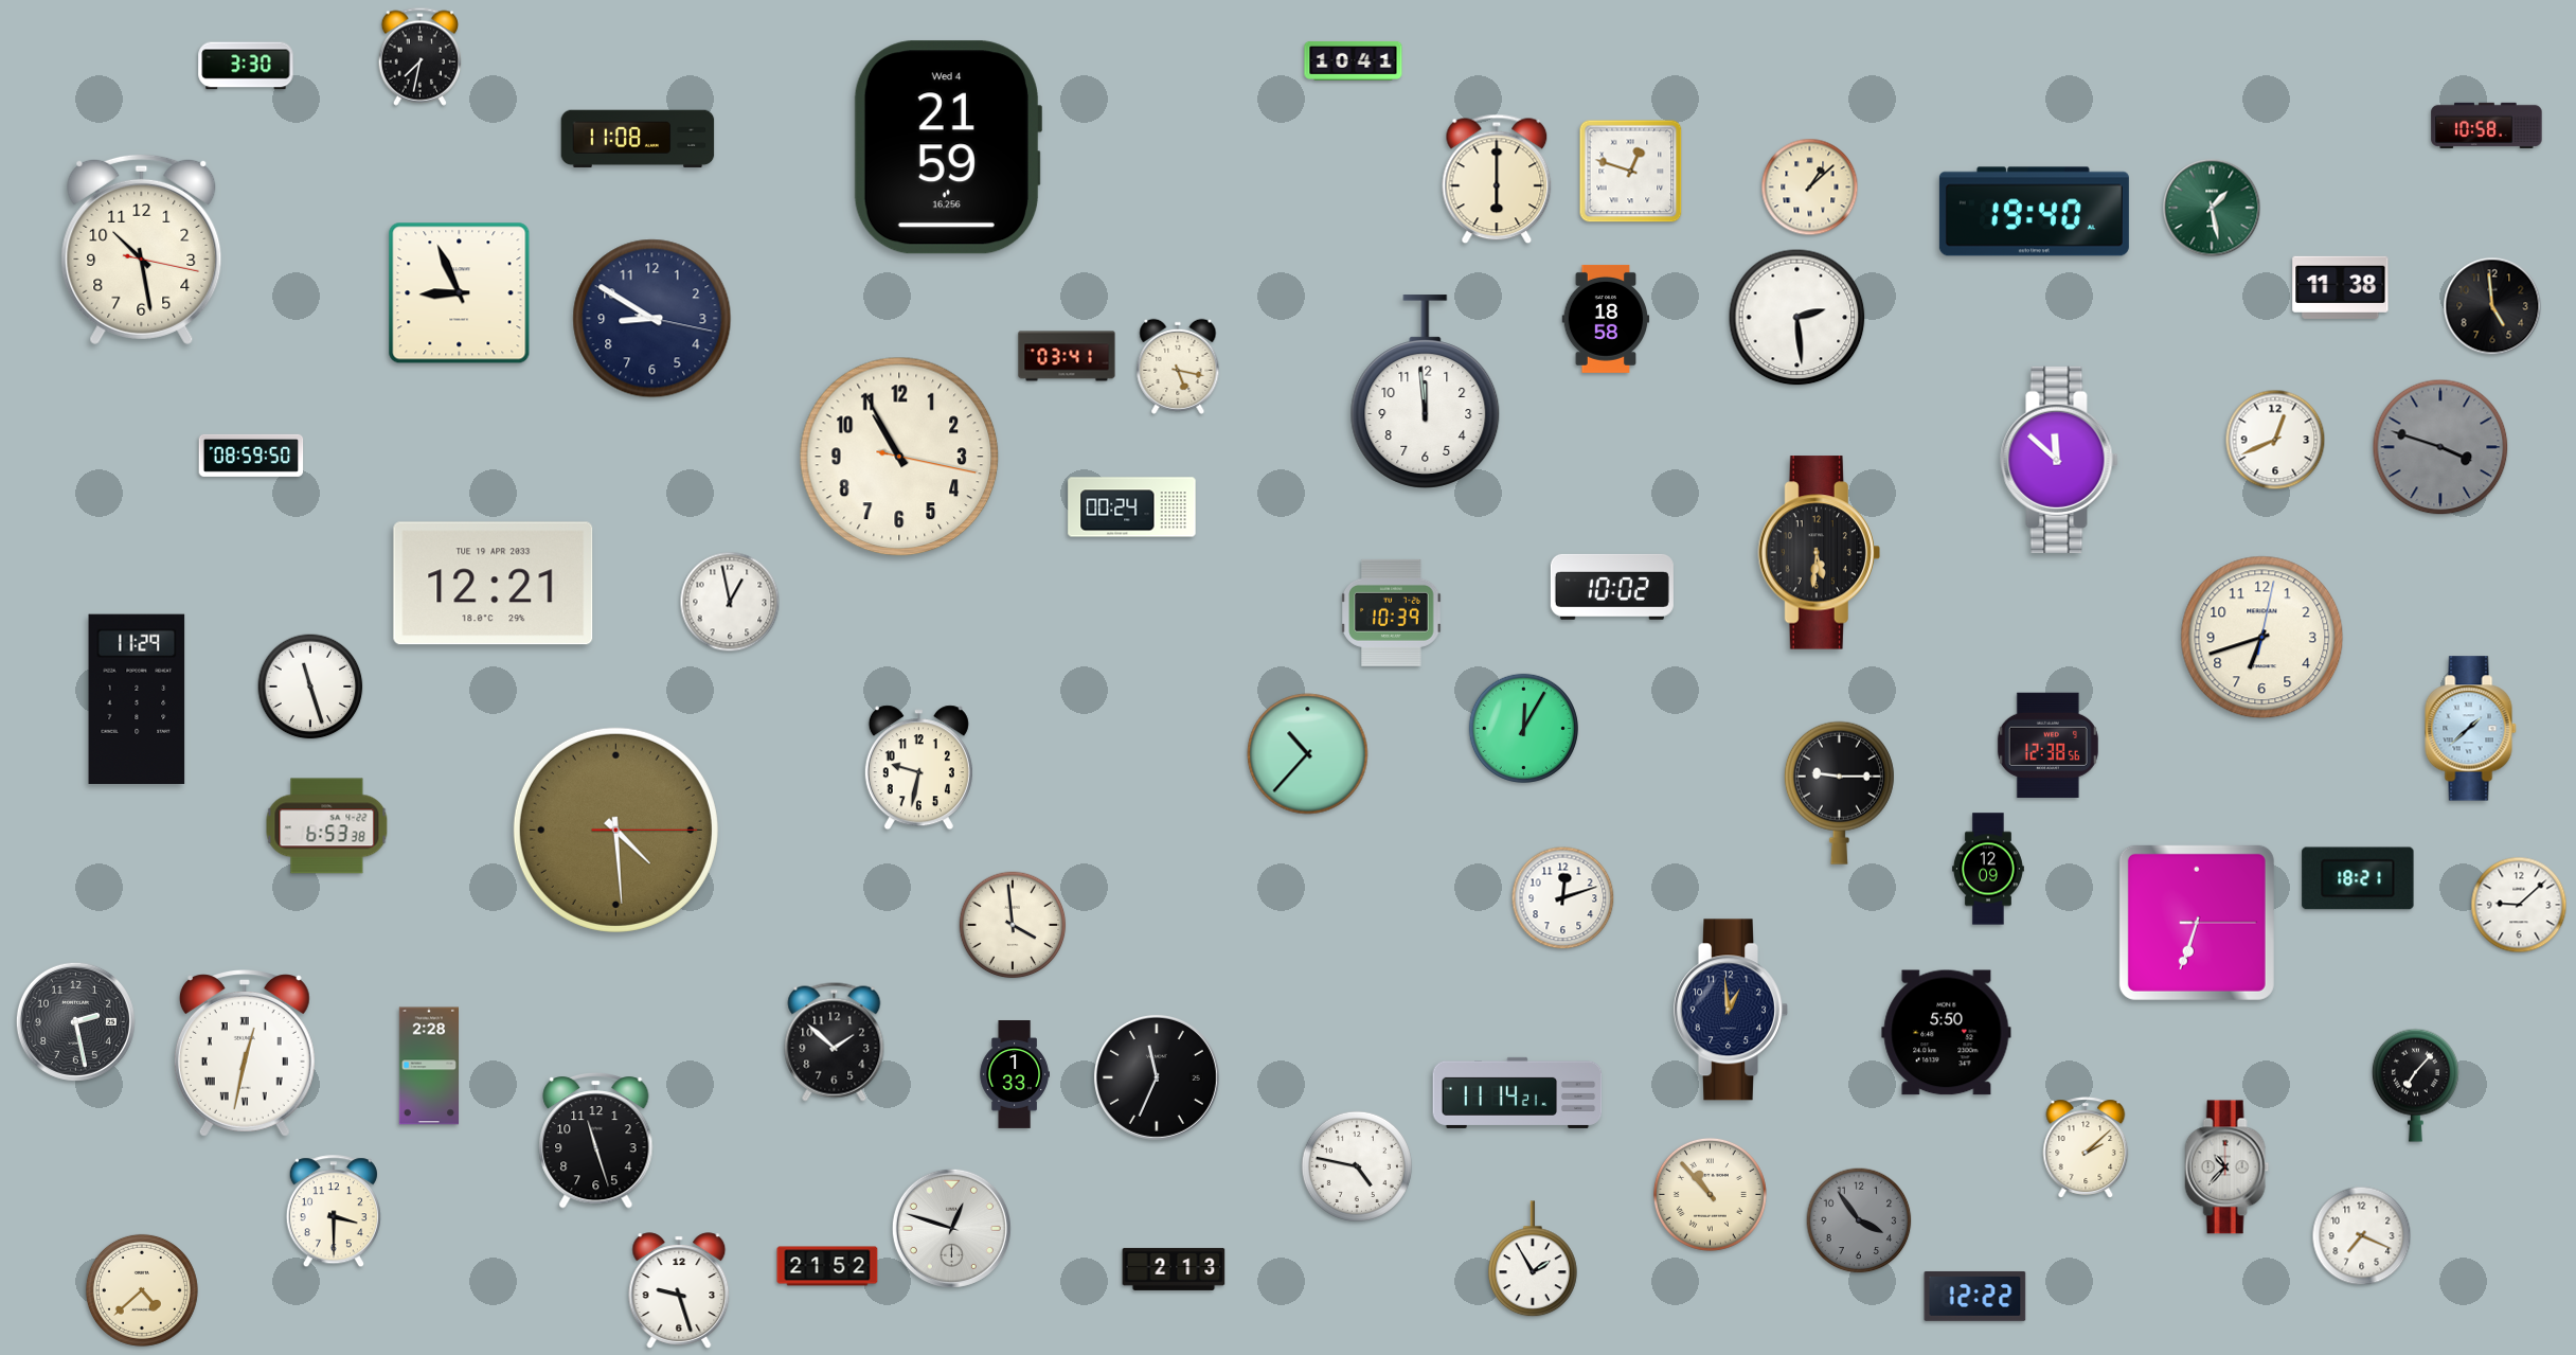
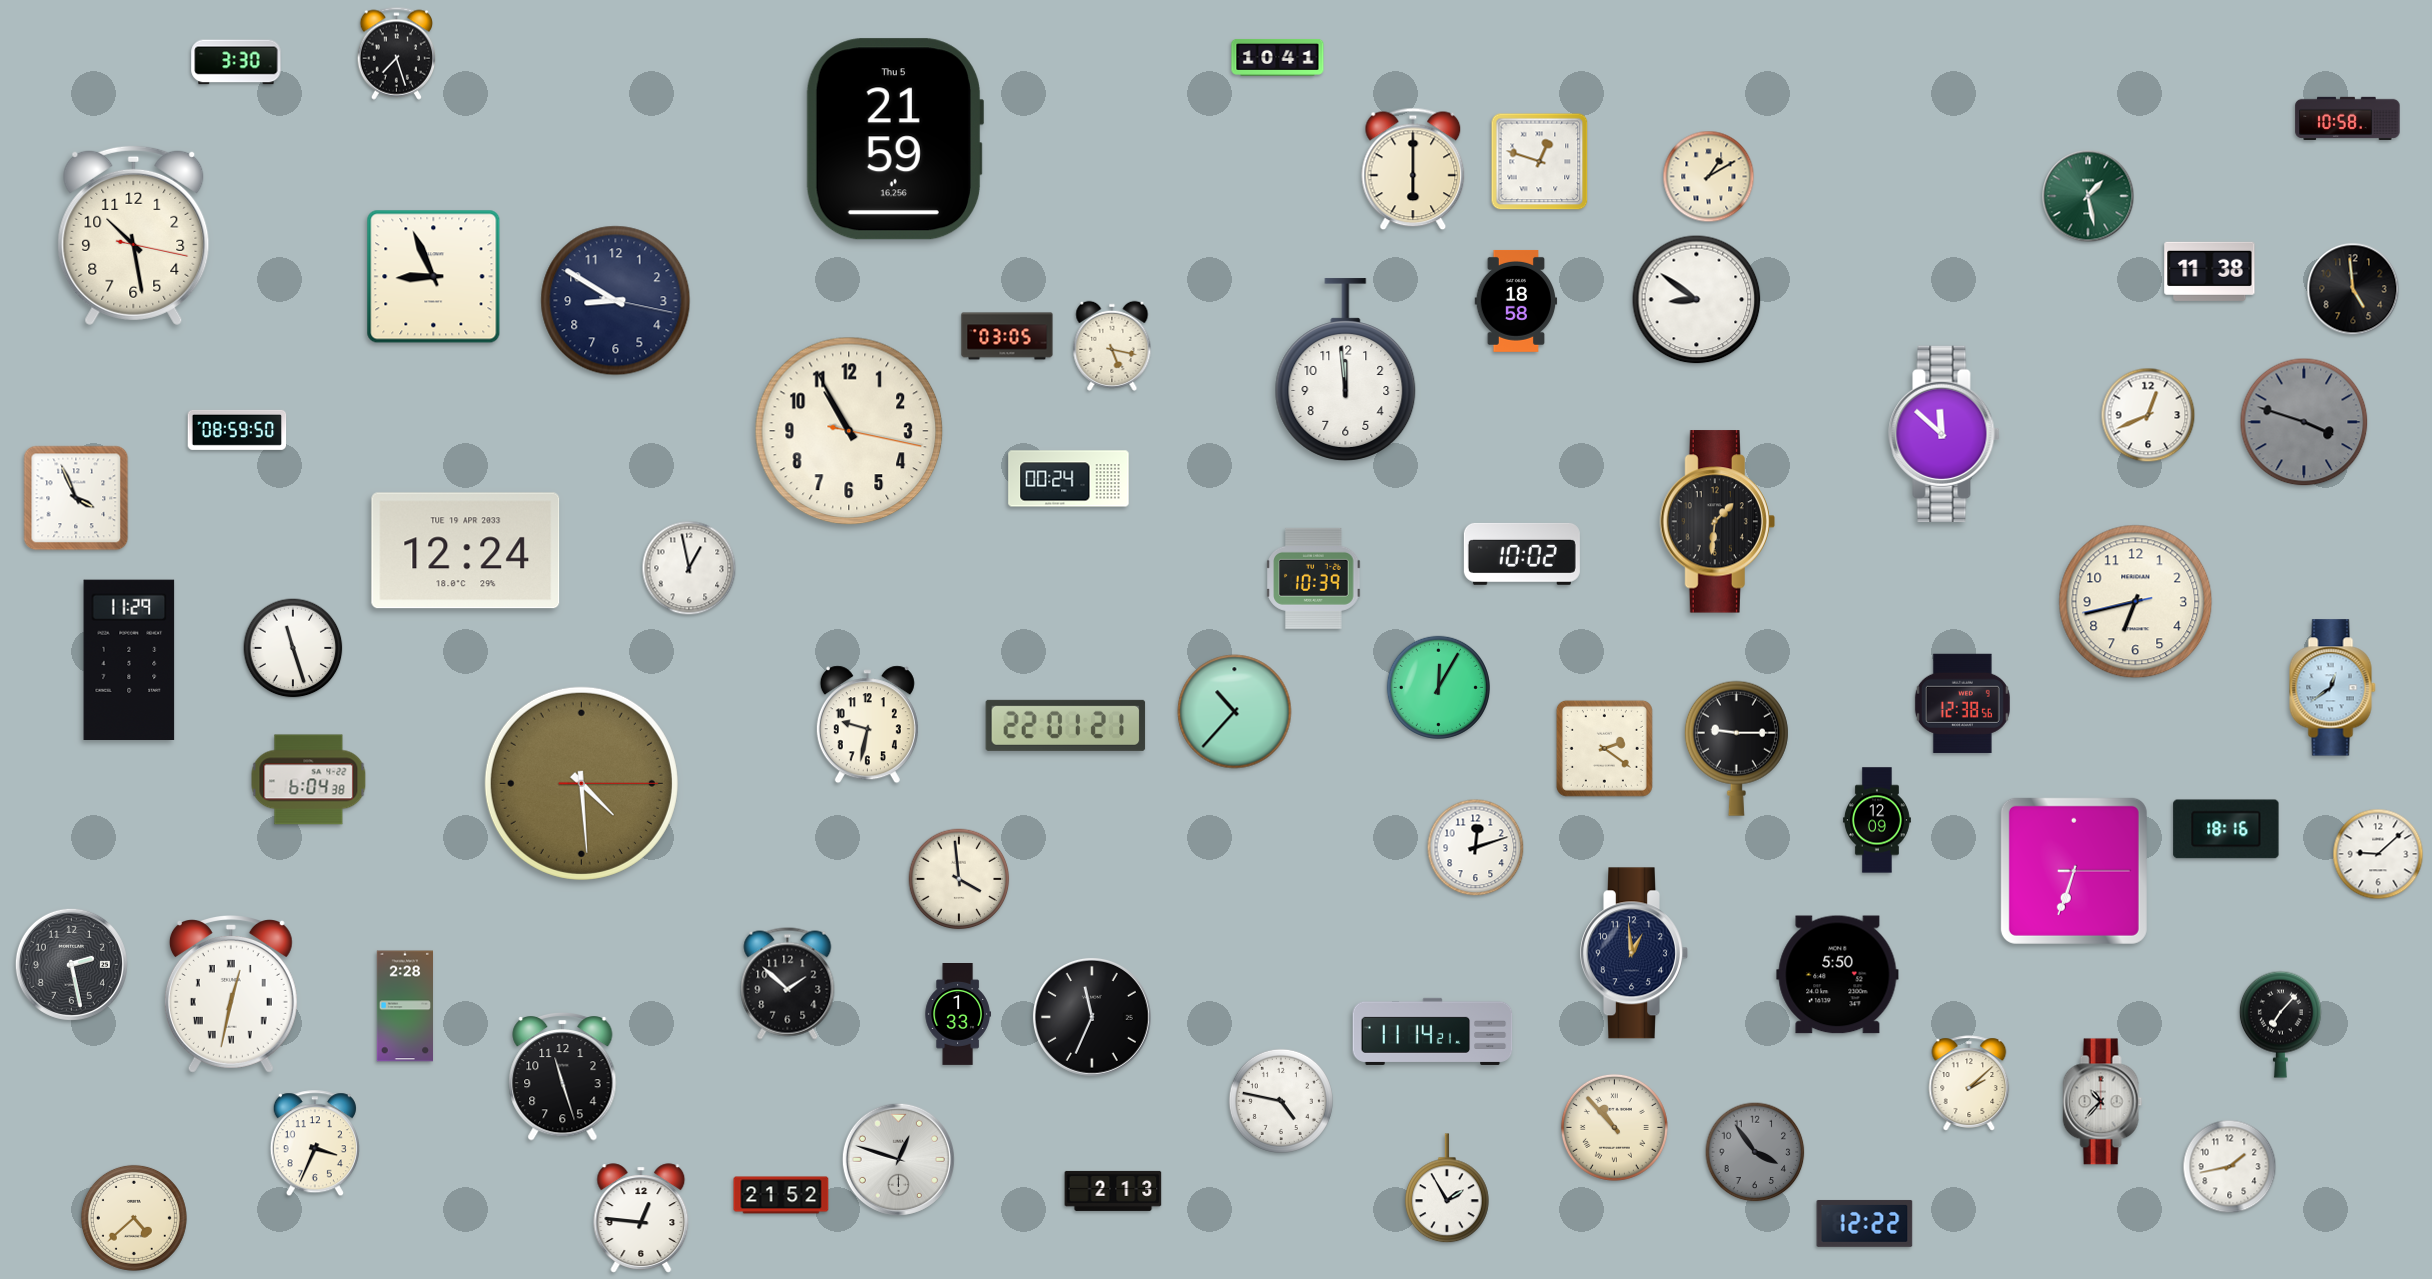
clock at (419, 56): 7:32 -> 7:27
clock at (246, 66) position: (246, 66) -> (236, 62)
clock at (638, 139): 11:08 -> none
clock at (947, 147) date: Wed 4 -> Thu 5
clock at (1810, 188): 1:08 -> 1:10
clock at (2034, 212): 19:40 -> none
clock at (1797, 318): 2:29 -> 8:51
clock at (1067, 356): 03:41 -> 03:05
clock at (76, 498): none -> 3:56
clock at (1819, 553): 5:31 -> 1:31
clock at (494, 584): 12:21 -> 12:24
clock at (2262, 638): 6:42:02 -> 6:42:43
clock at (2471, 729): 1:38 -> 12:39
clock at (2047, 745) position: (2047, 745) -> (1962, 703)
clock at (1066, 725): none -> 22:01
clock at (1604, 748): none -> 2:21
clock at (327, 826): 6:53 -> 6:04
clock at (2358, 878): 18:21 -> 18:16
clock at (1013, 925) position: (1013, 925) -> (959, 879)
clock at (334, 1212): 3:30 -> 3:34
clock at (2362, 1236): 7:19 -> 1:43
clock at (1174, 1269) position: (1174, 1269) -> (1113, 1191)
clock at (679, 1290): 9:27 -> 12:46
